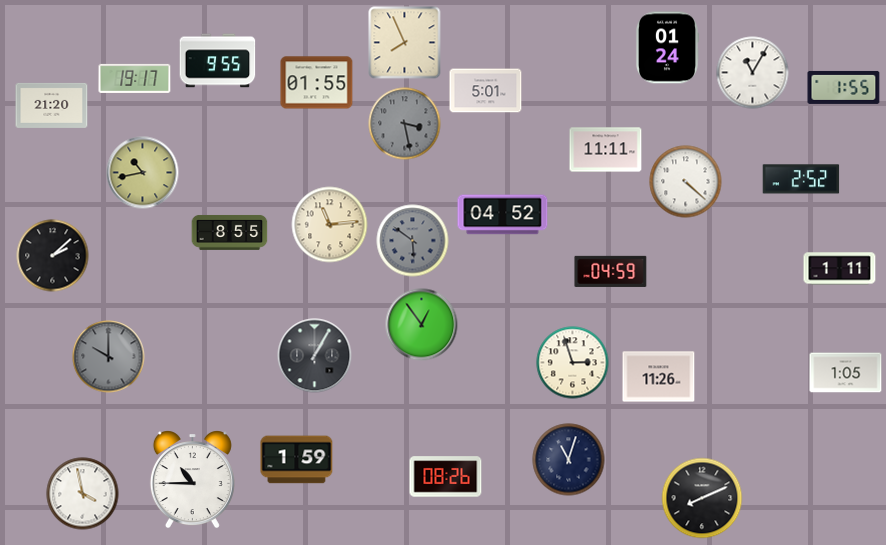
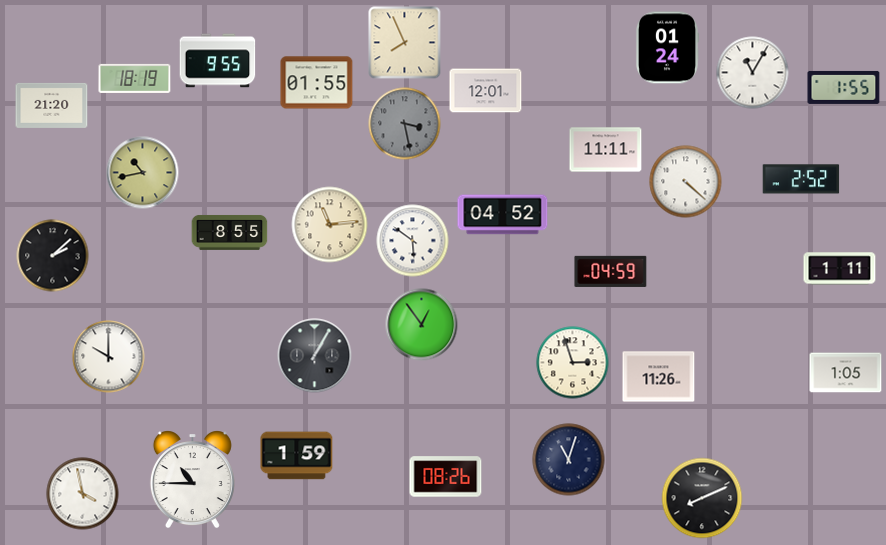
clock at (135, 78): 19:17 -> 18:19
clock at (486, 91): 5:01 -> 12:01
clock at (413, 241) dial: grey -> white
clock at (109, 357) dial: grey -> white
clock at (297, 460) position: (297, 460) -> (297, 456)
